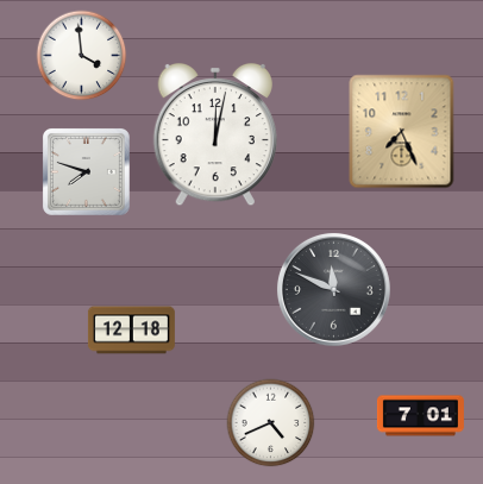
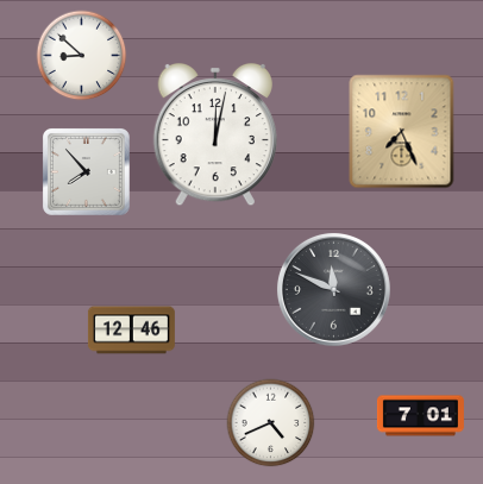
clock at (82, 56): 3:59 -> 8:52
clock at (86, 171): 7:48 -> 7:53
clock at (131, 331): 12:18 -> 12:46
